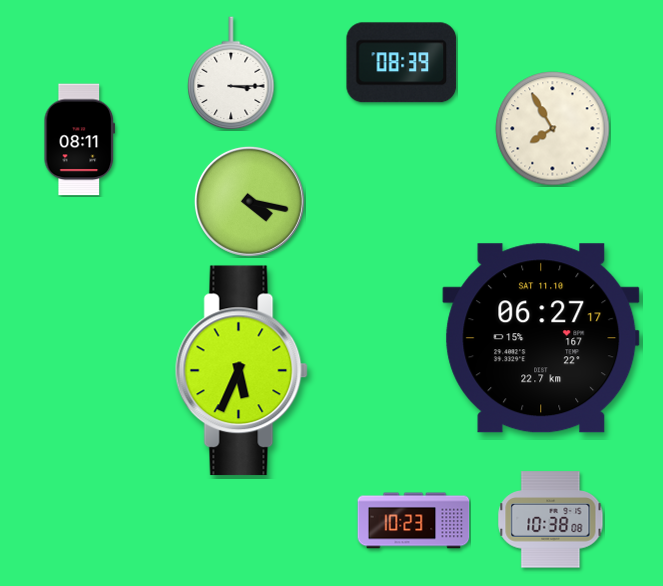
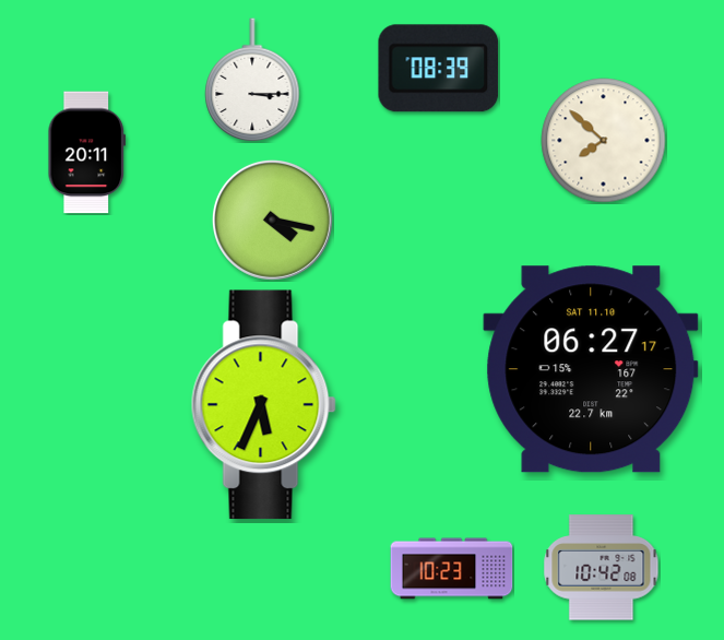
clock at (553, 129): 7:55 -> 7:52
clock at (79, 140): 08:11 -> 20:11
clock at (551, 520): 10:38 -> 10:42
